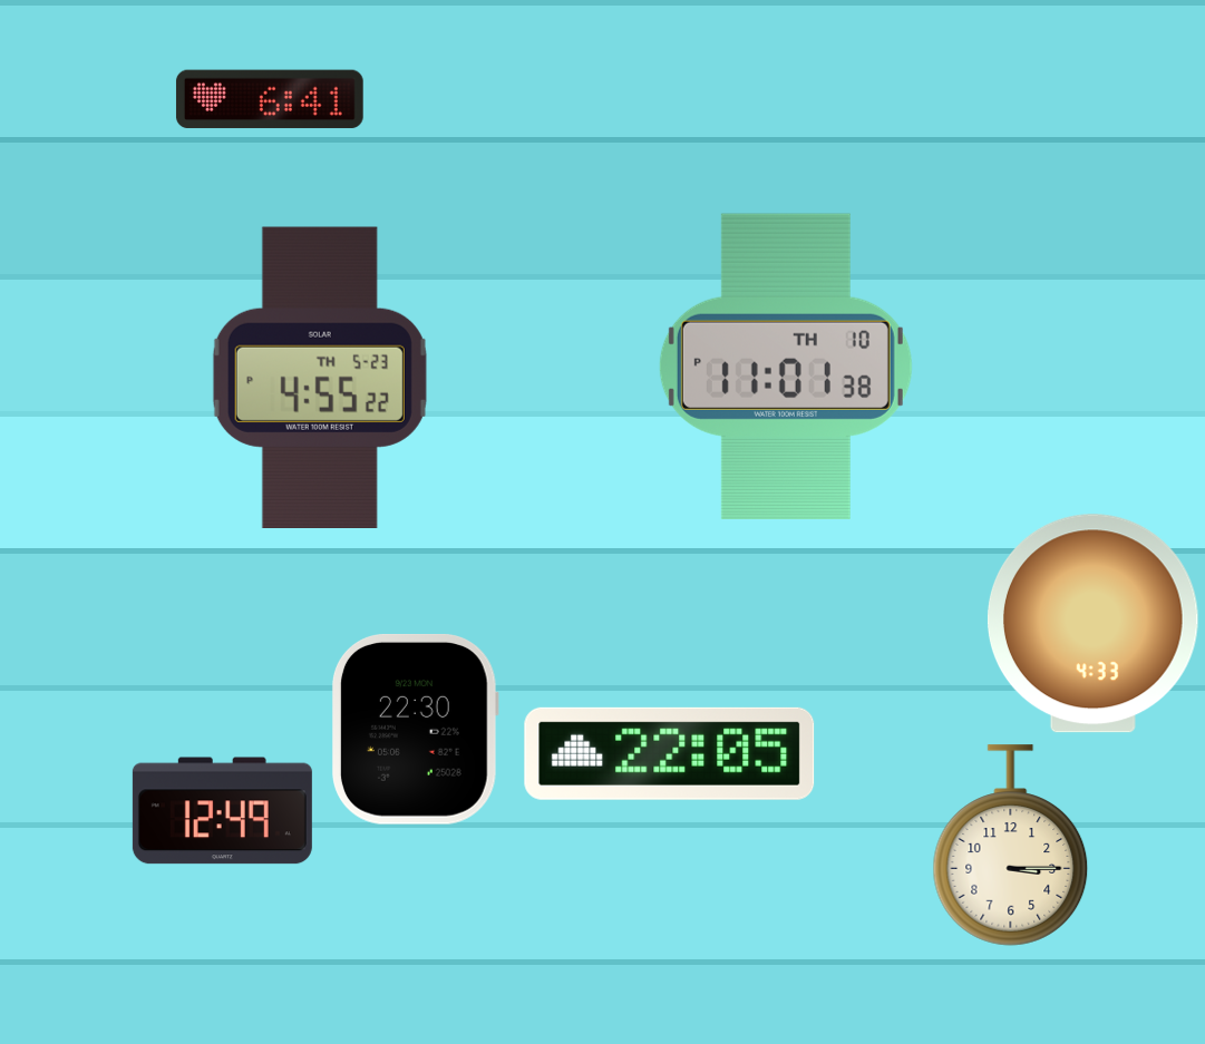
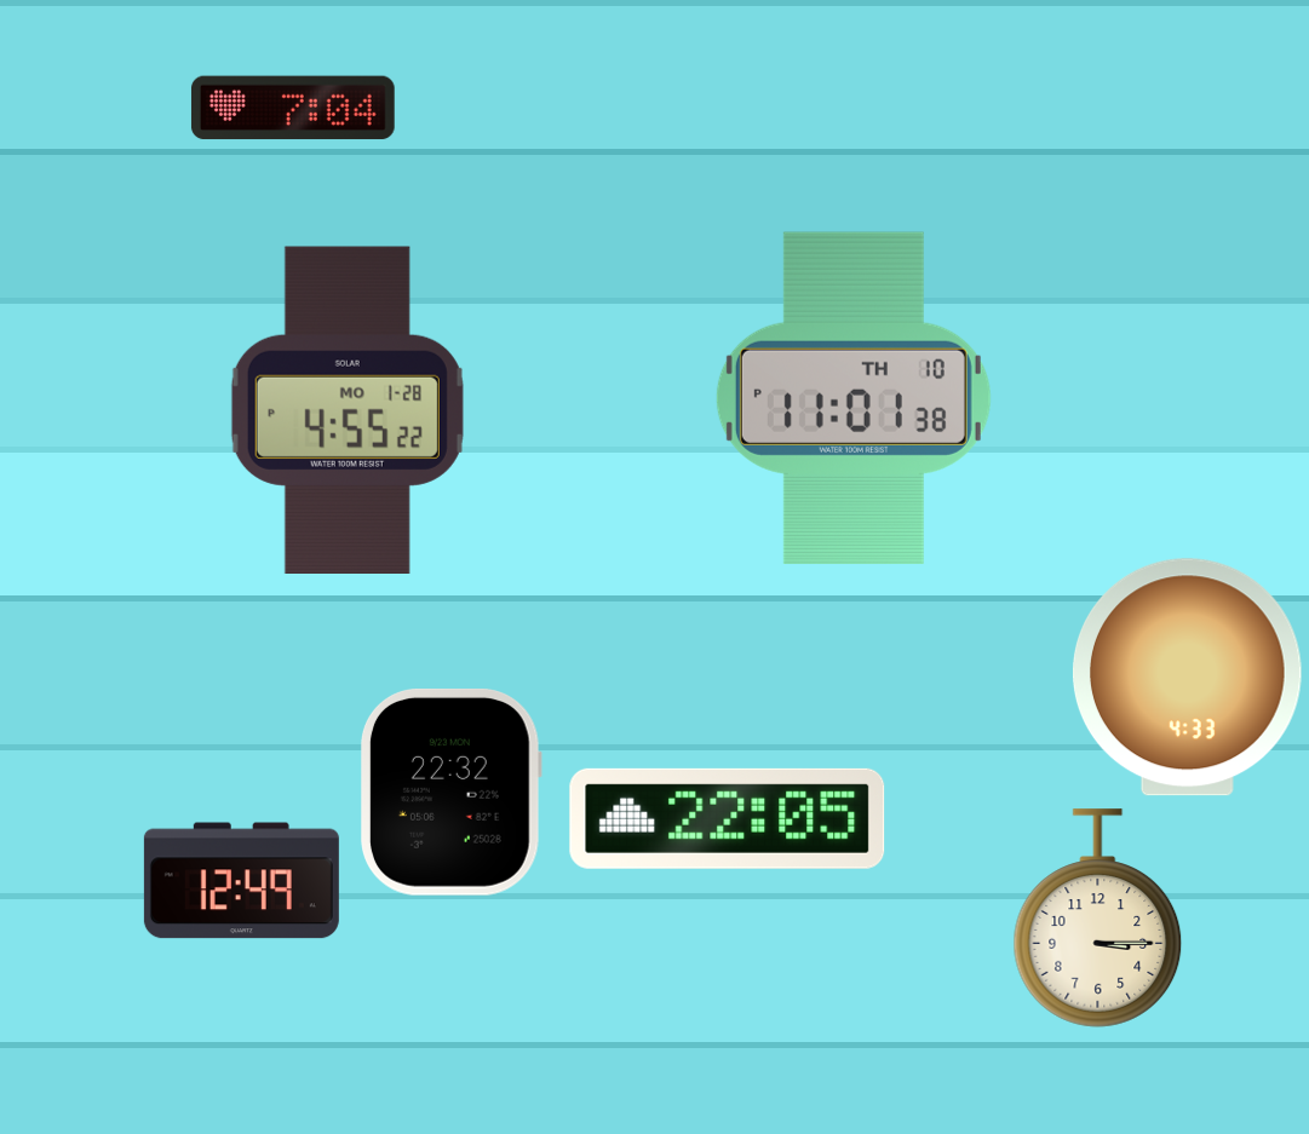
clock at (270, 99): 6:41 -> 7:04
clock at (320, 377) date: TH 5-23 -> MO 1-28
clock at (415, 729): 22:30 -> 22:32
